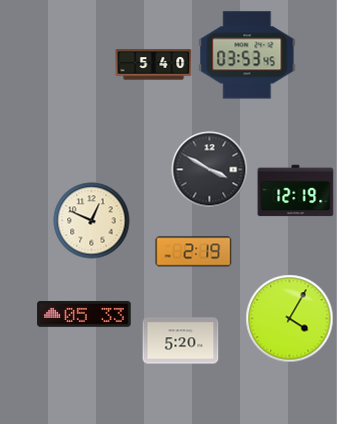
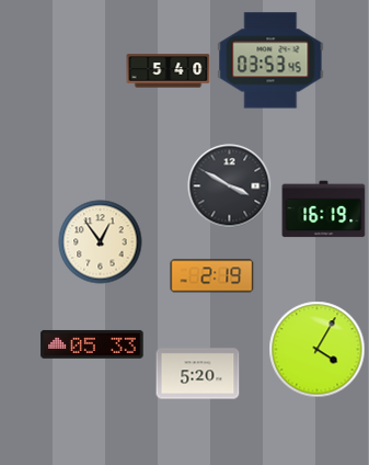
clock at (296, 191): 12:19 -> 16:19
clock at (92, 221): 12:49 -> 12:54
